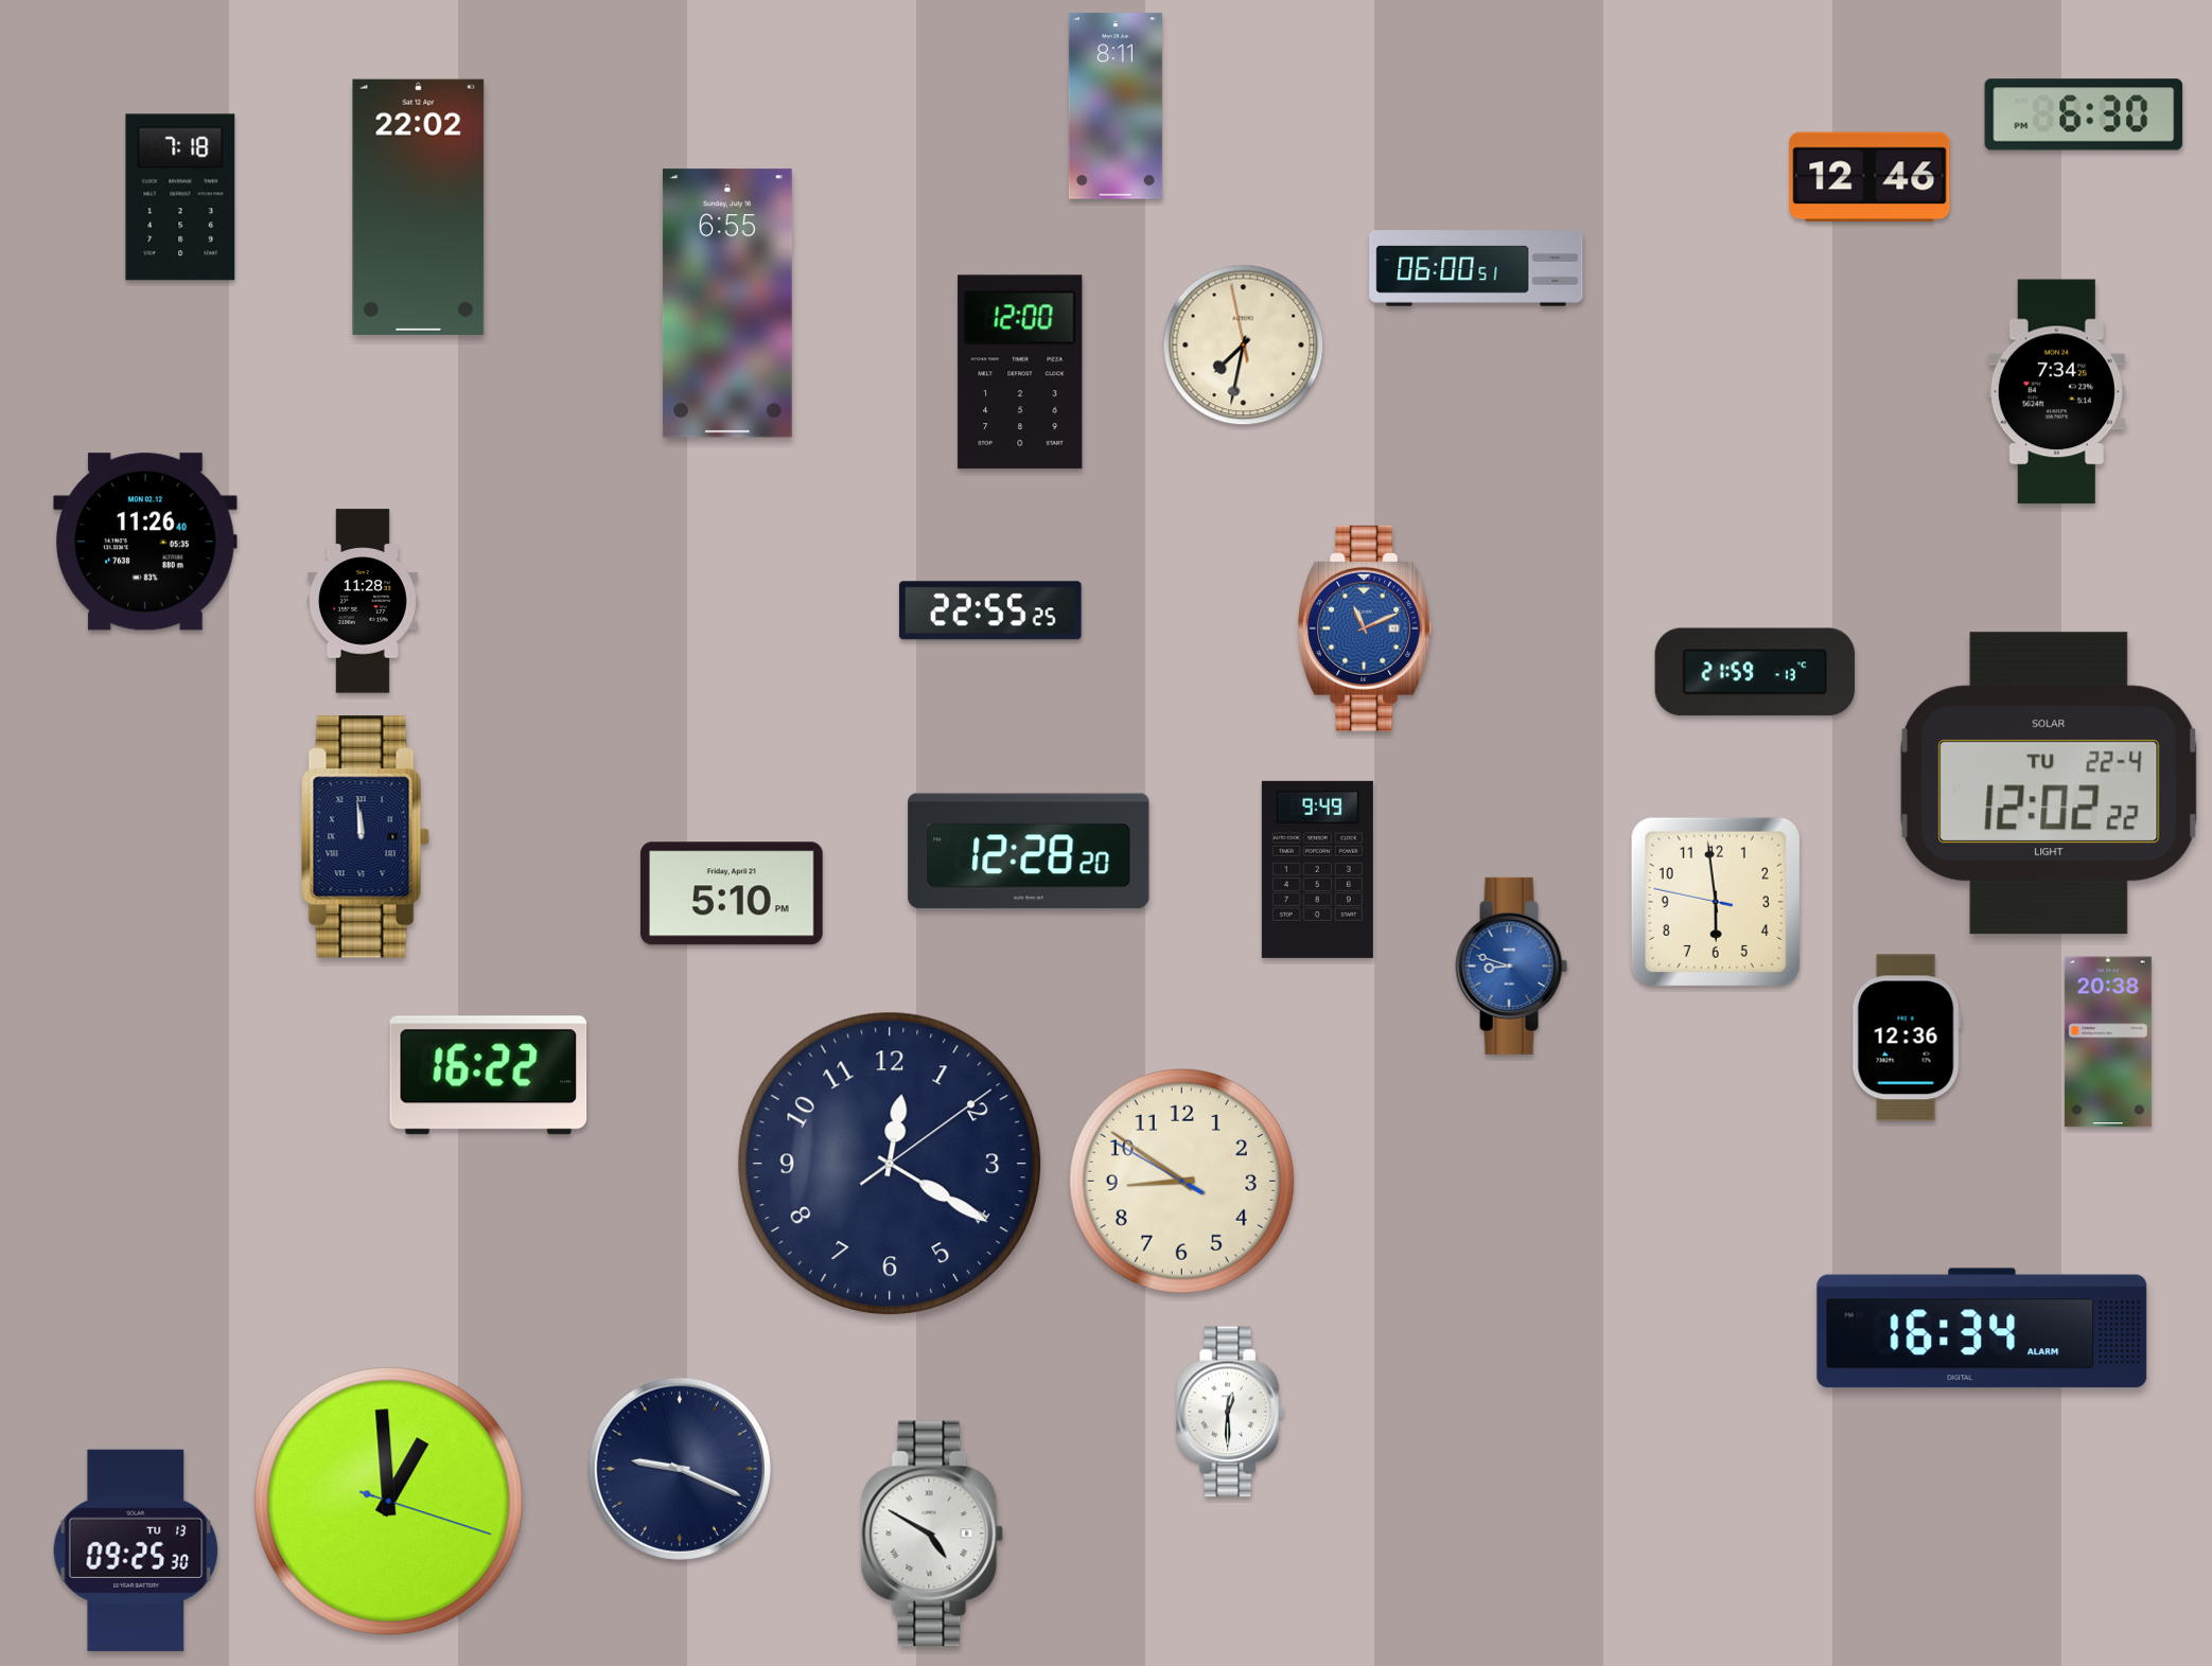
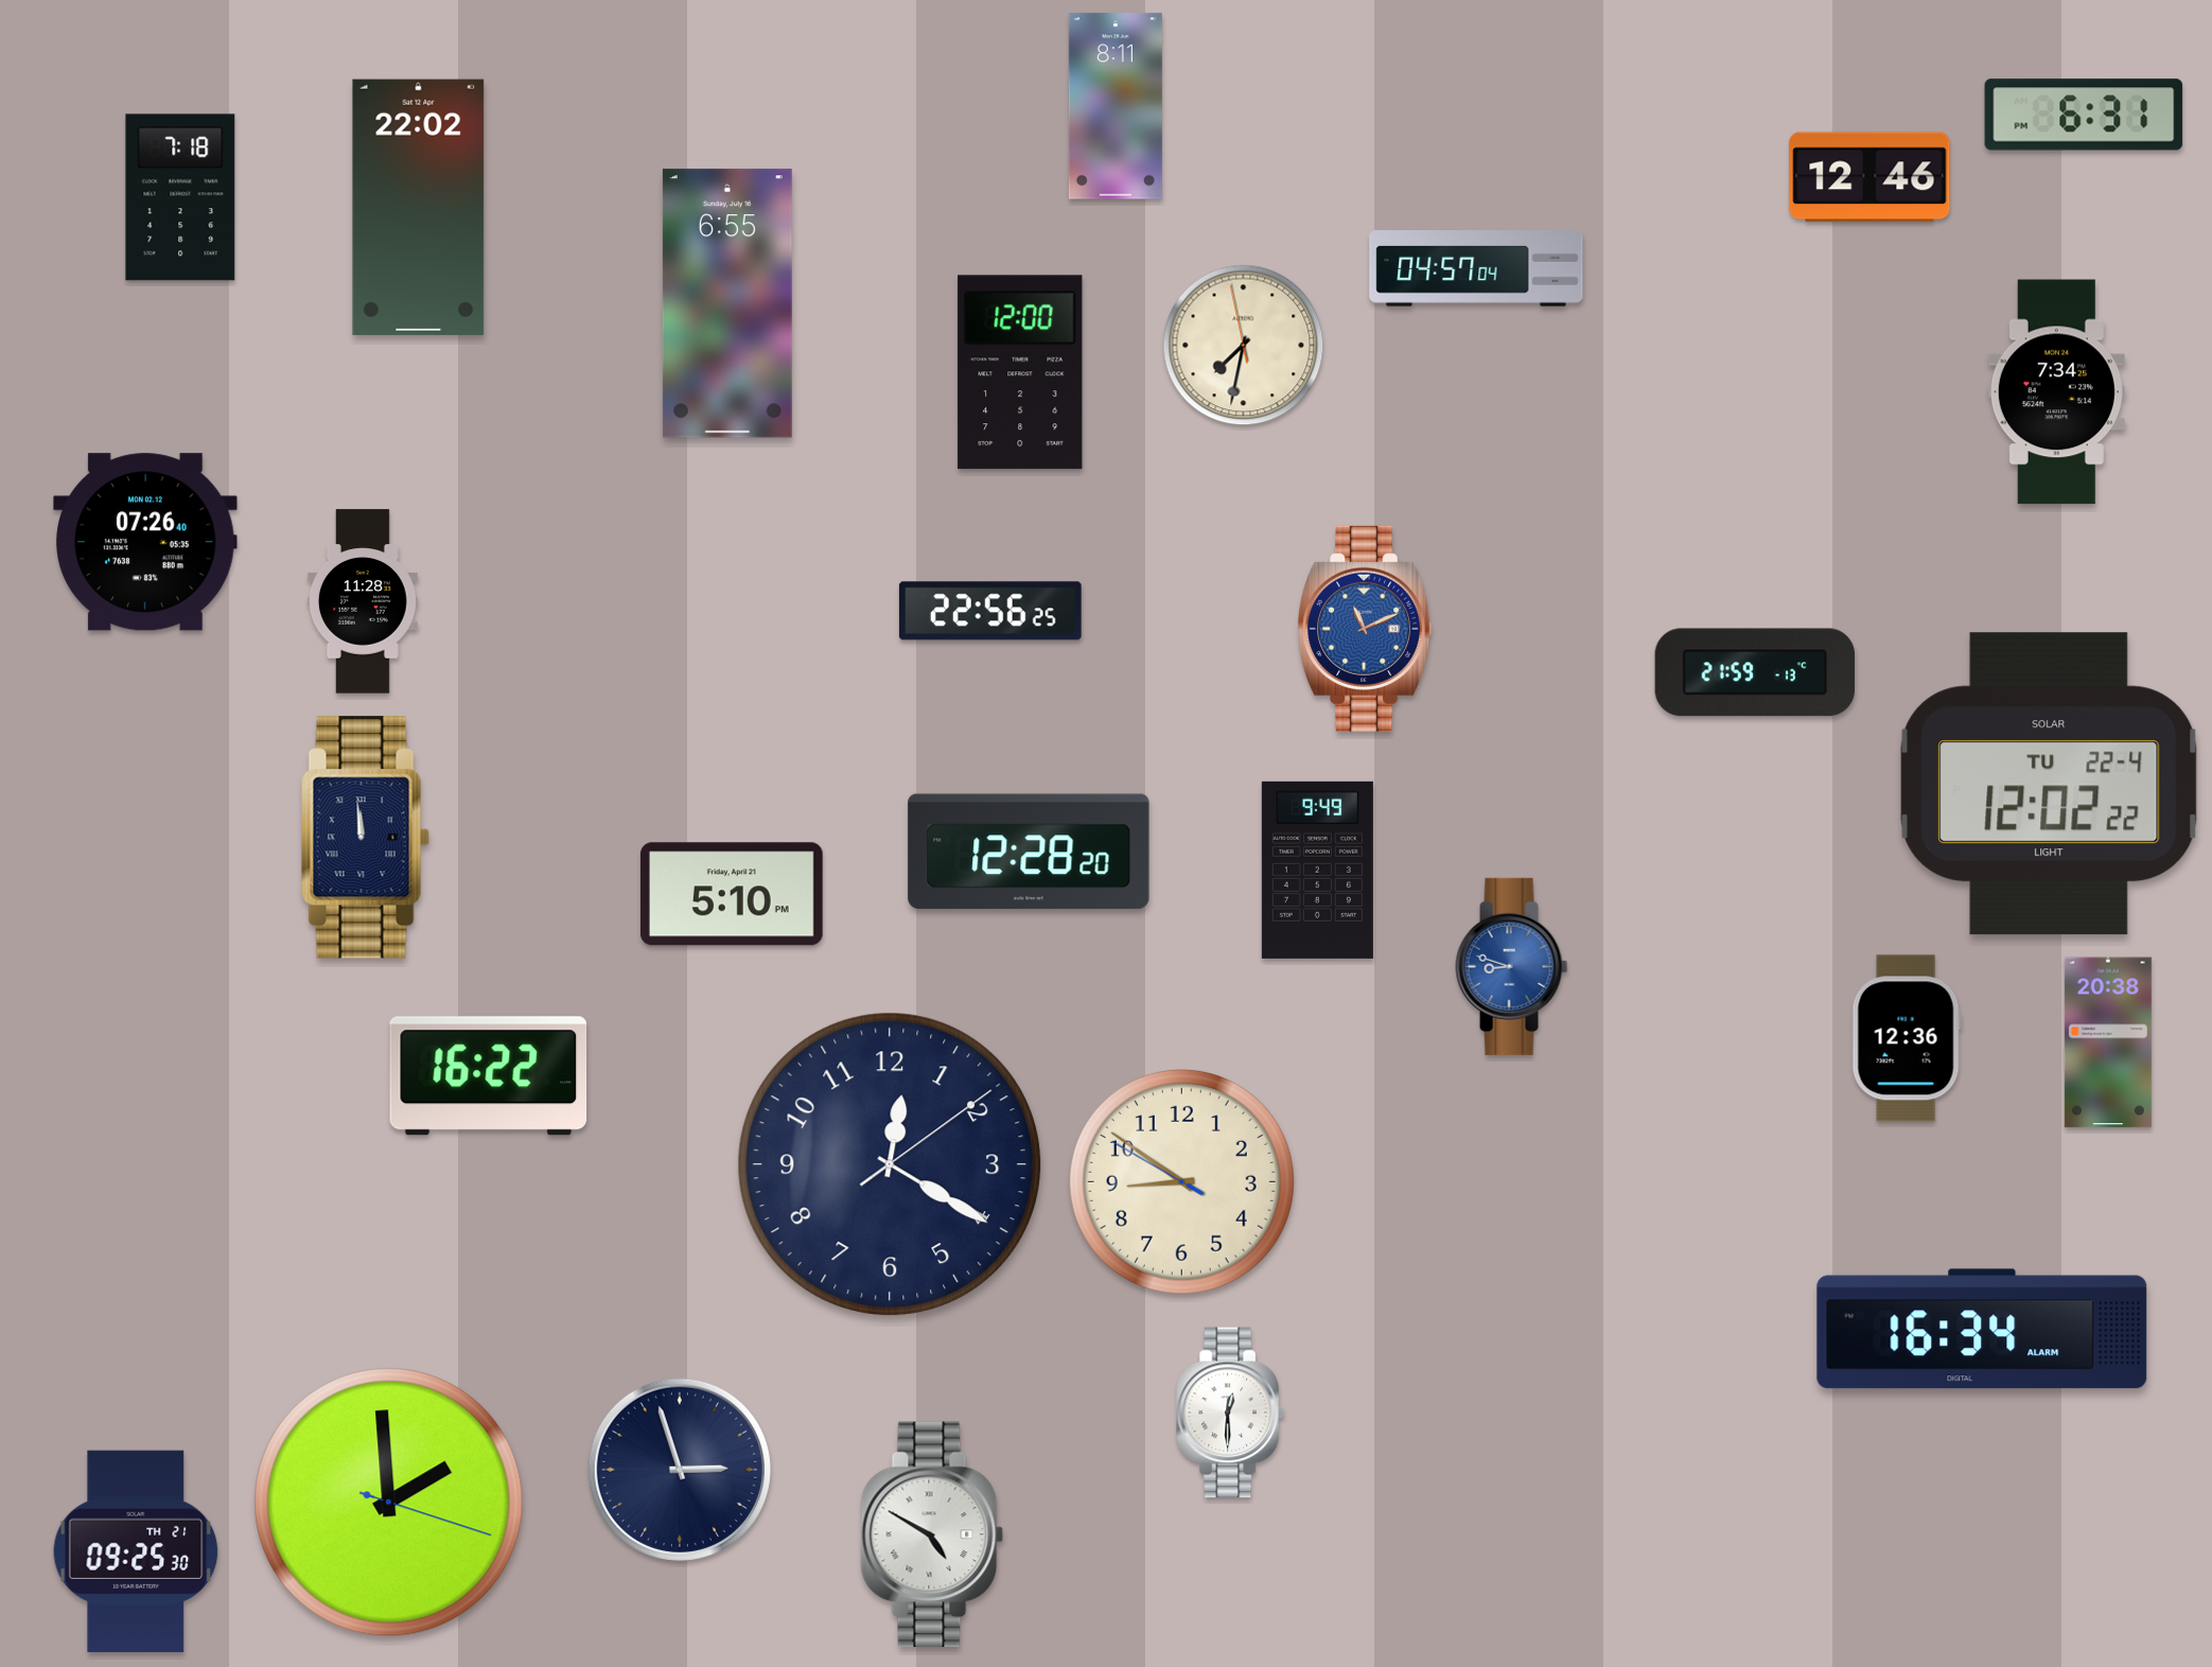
clock at (2084, 114): 6:30 -> 6:31
clock at (1476, 268): 06:00 -> 04:57
clock at (145, 542): 11:26 -> 07:26
clock at (990, 610): 22:55 -> 22:56
clock at (1716, 902): 5:58 -> none
clock at (680, 1469): 9:19 -> 2:57
clock at (389, 1502): 12:59 -> 1:59
clock at (136, 1550) date: TU 13 -> TH 21
